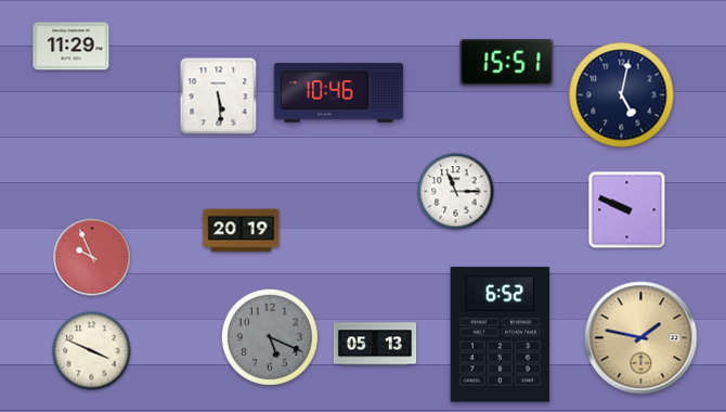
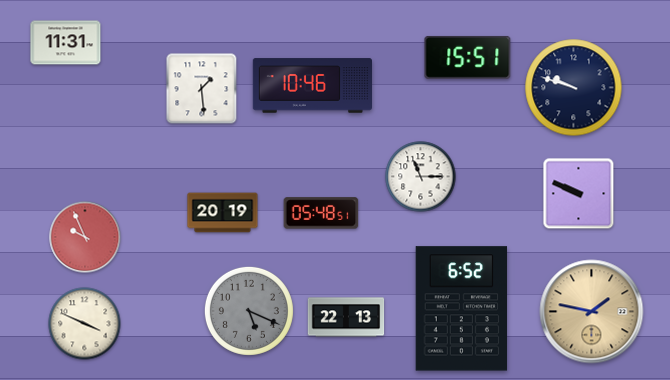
clock at (72, 47): 11:29 -> 11:31
clock at (622, 95): 5:02 -> 9:48
clock at (219, 96): 5:29 -> 1:29
clock at (321, 213): none -> 05:48
clock at (375, 344): 05:13 -> 22:13
